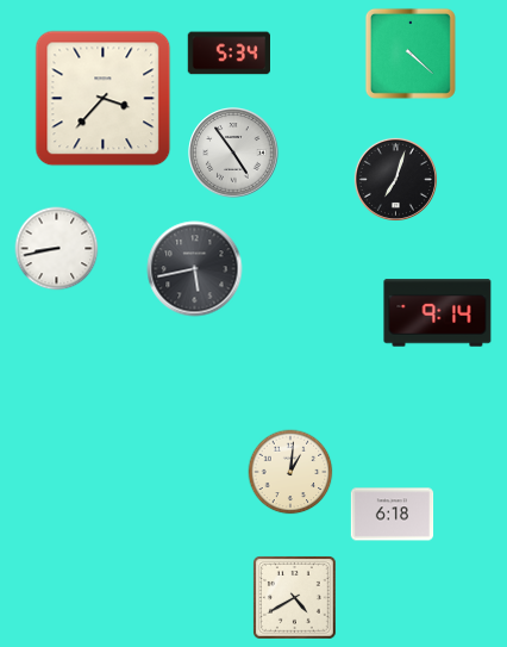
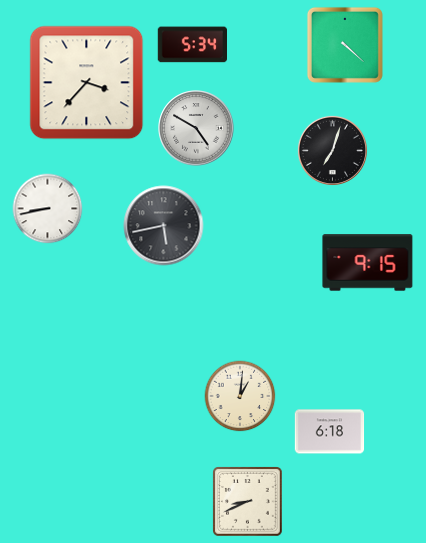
clock at (233, 153): 4:54 -> 4:50
clock at (438, 313): 9:14 -> 9:15
clock at (290, 472) position: (290, 472) -> (240, 396)
clock at (295, 598): 4:40 -> 8:41
